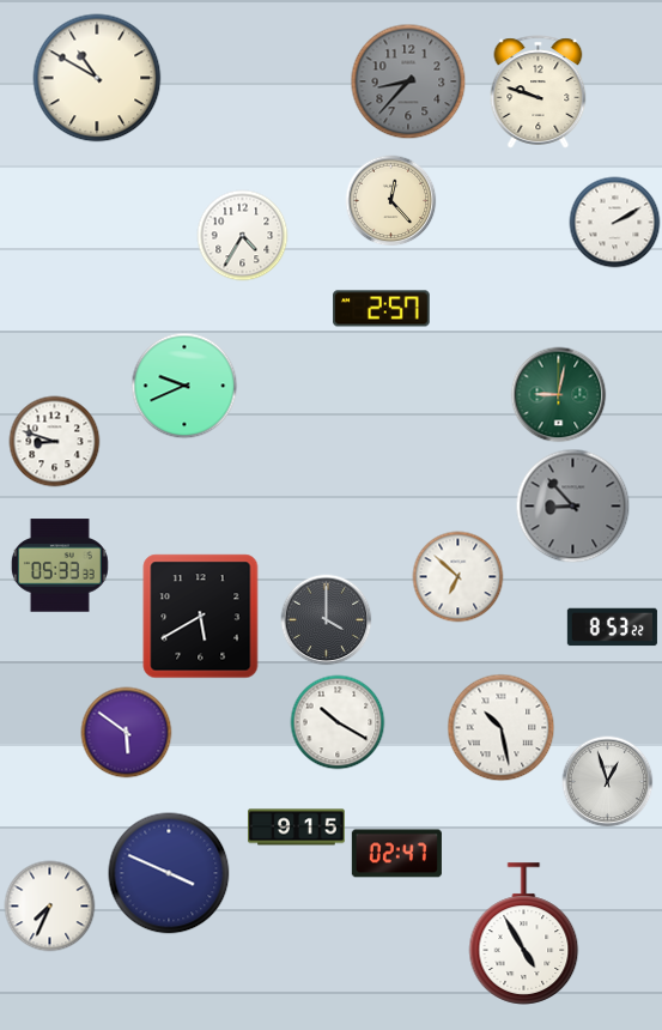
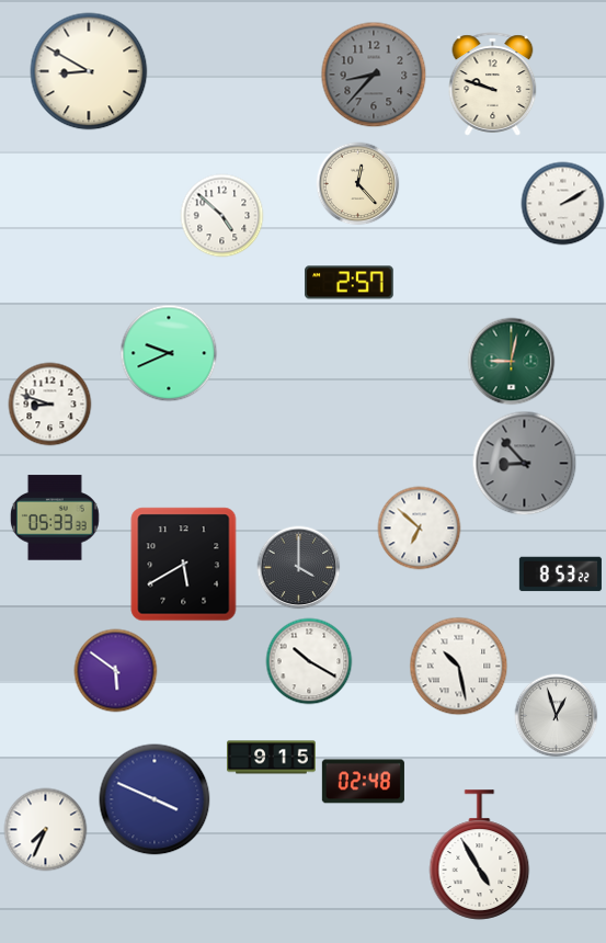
clock at (97, 78): 10:50 -> 8:50
clock at (243, 236): 4:35 -> 4:52
clock at (396, 854): 02:47 -> 02:48
